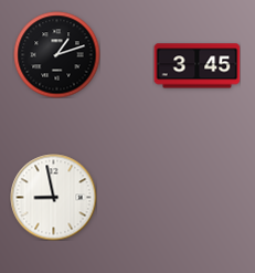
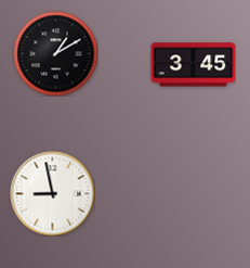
clock at (56, 54): 1:12 -> 1:10
